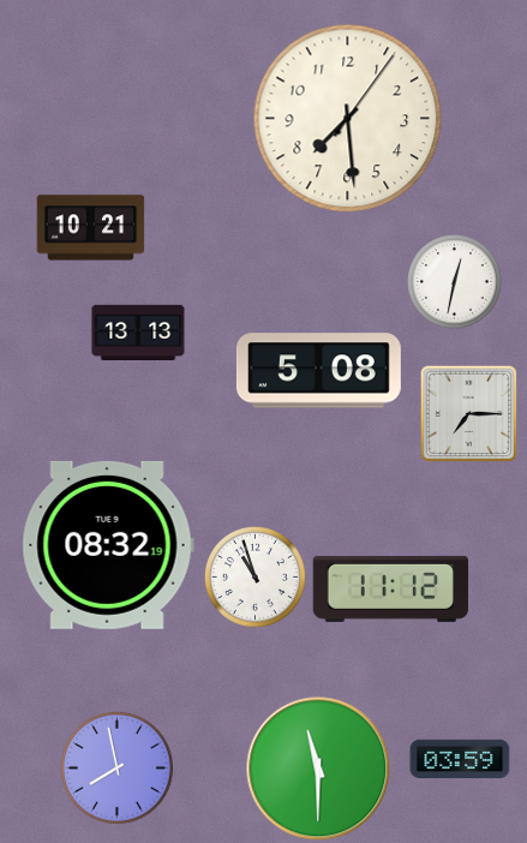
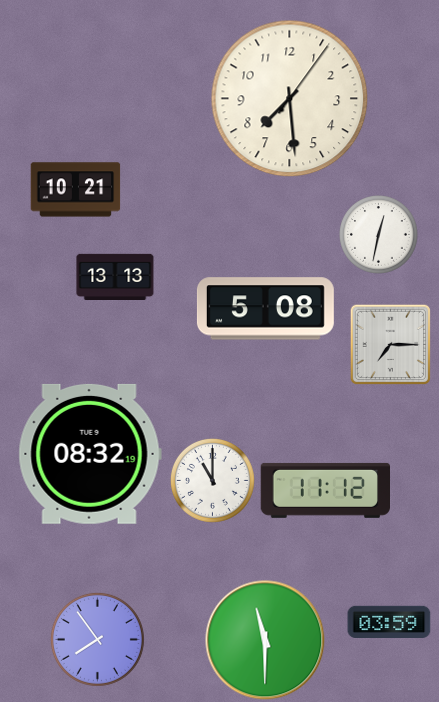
clock at (254, 576): 10:57 -> 11:00
clock at (460, 759) position: (460, 759) -> (389, 622)
clock at (116, 767): 7:58 -> 7:54
